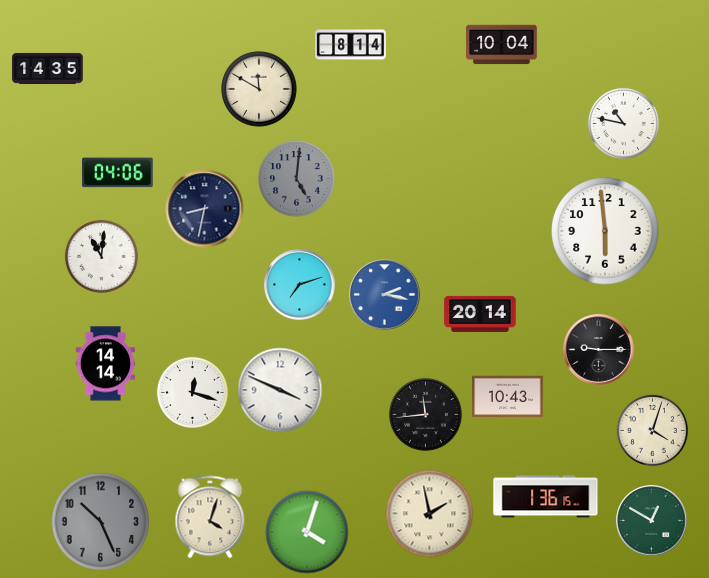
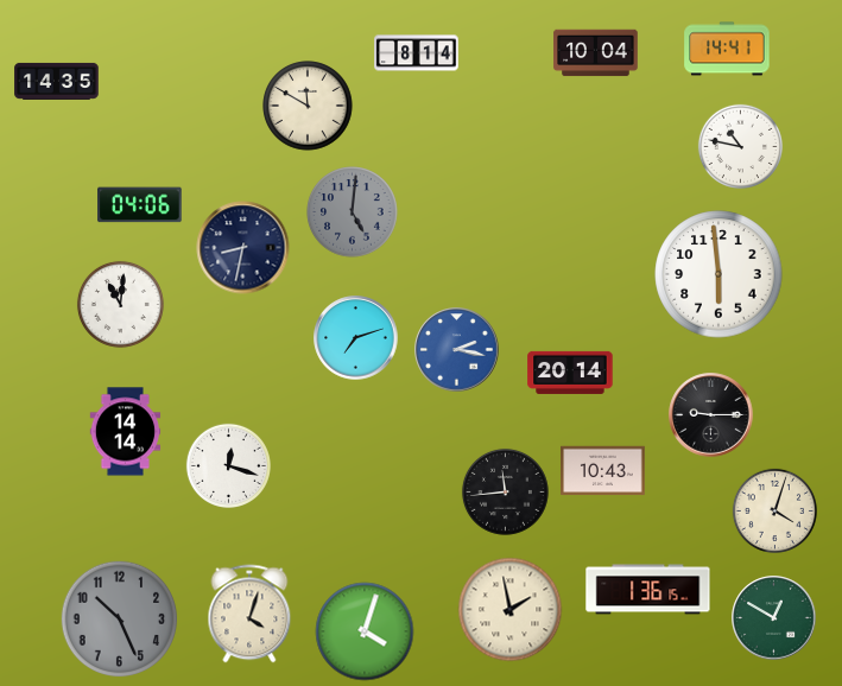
clock at (727, 49): none -> 14:41
clock at (280, 390): 3:49 -> none
